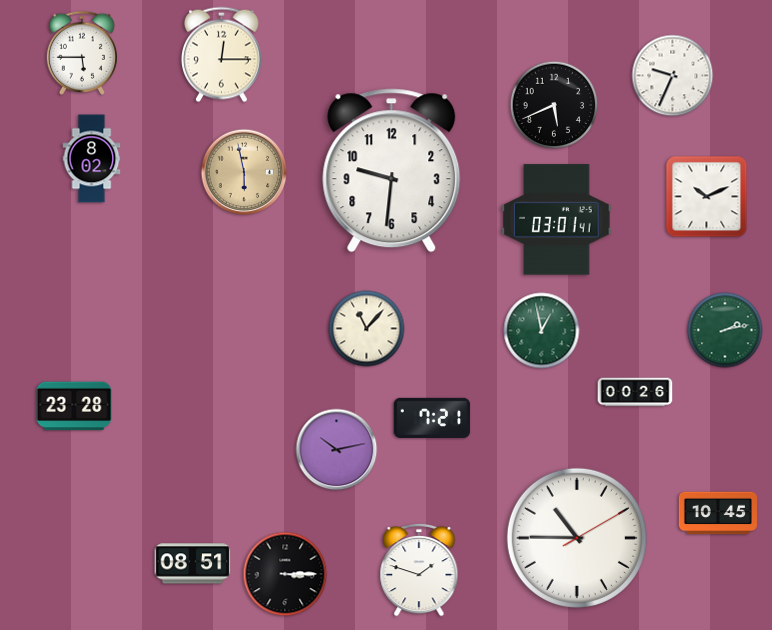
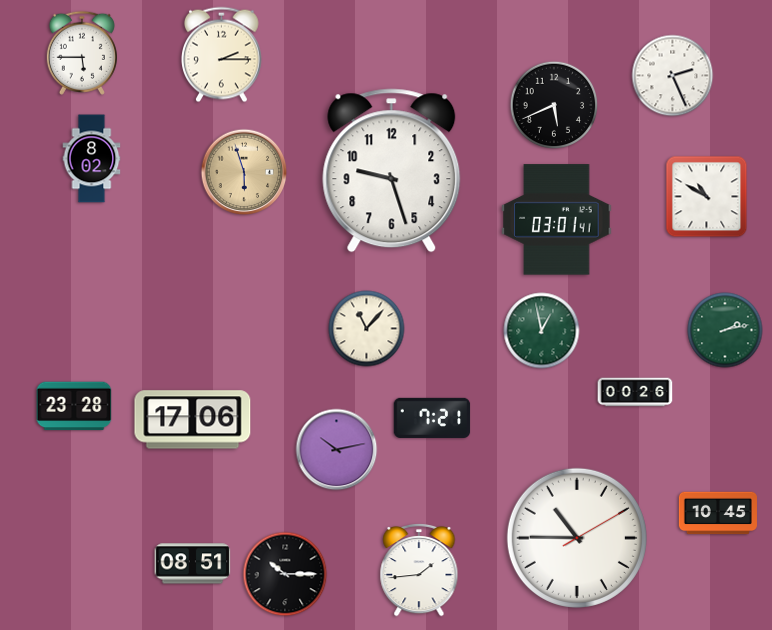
clock at (222, 55): 12:15 -> 2:15
clock at (673, 76): 9:34 -> 2:26
clock at (392, 171): 9:31 -> 9:27
clock at (244, 172): 5:58 -> 5:57
clock at (707, 197): 10:11 -> 10:50
clock at (193, 420): none -> 17:06
clock at (419, 570): 1:48 -> 1:44
clock at (285, 574): 3:15 -> 10:15
